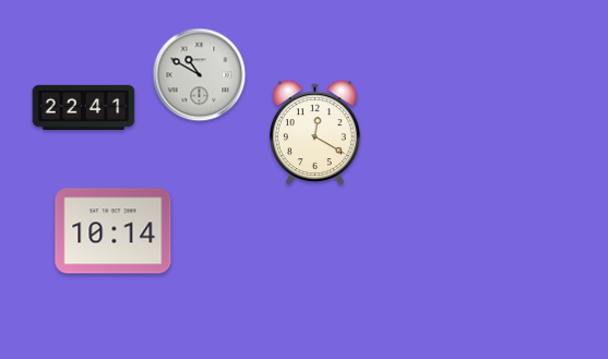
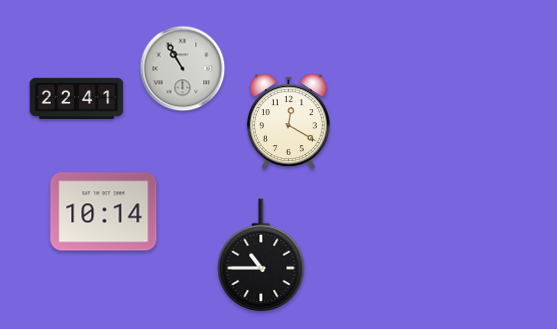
clock at (200, 75): 10:50 -> 10:55
clock at (261, 256): none -> 10:45
